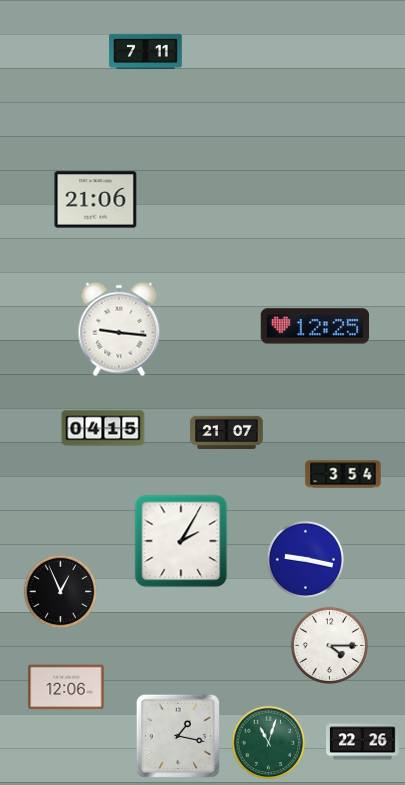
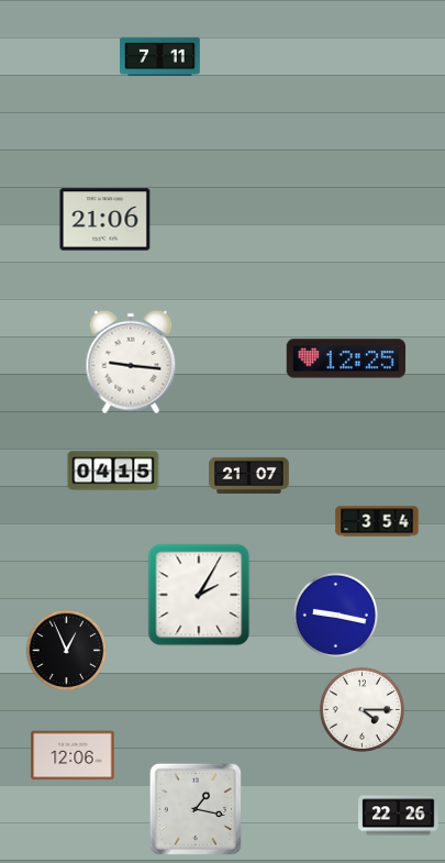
clock at (269, 743): 11:03 -> none
